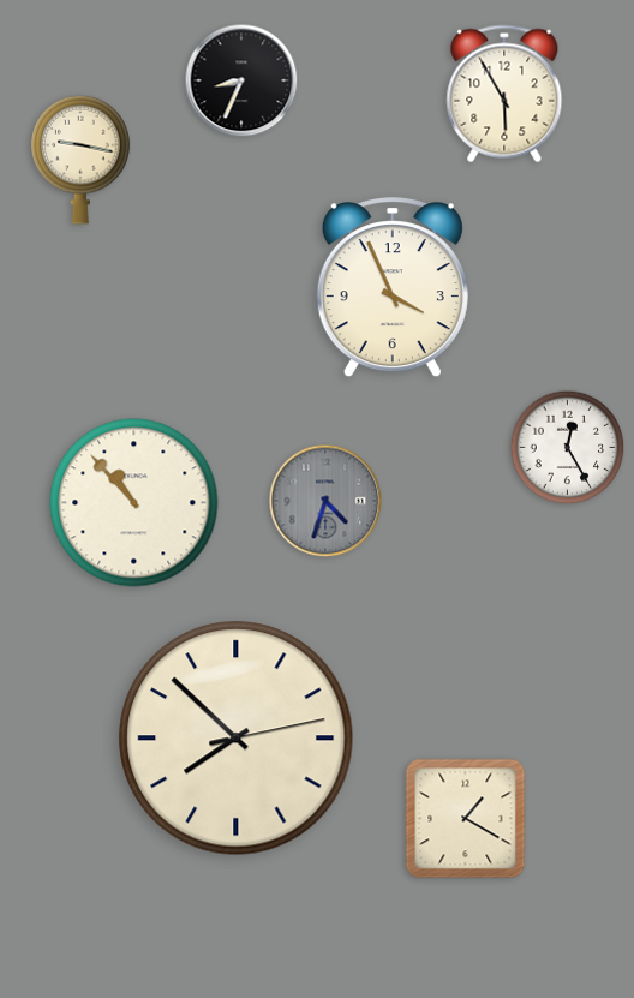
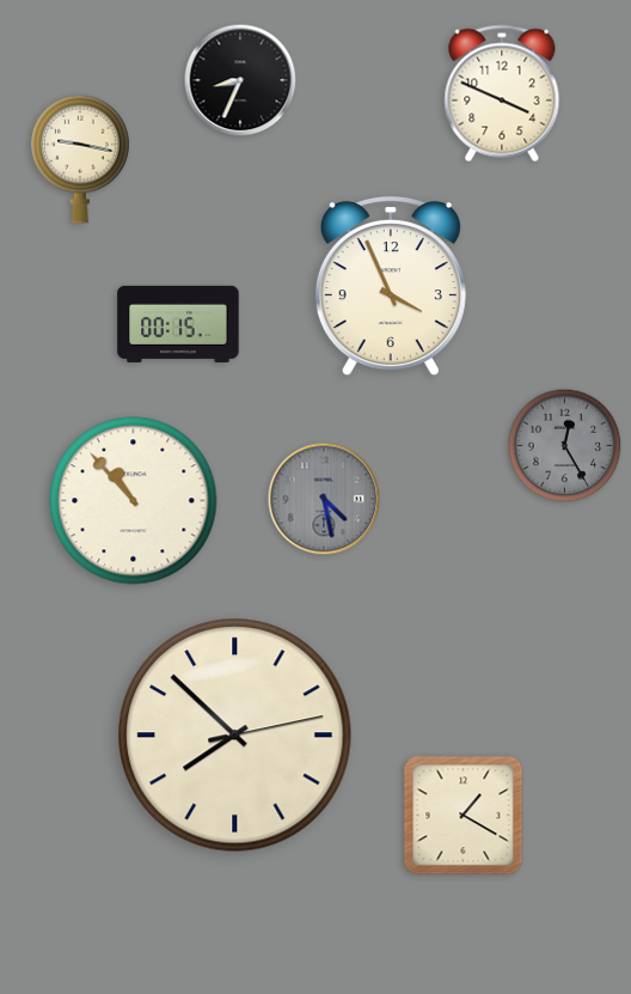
clock at (504, 94): 5:55 -> 3:49
clock at (178, 324): none -> 00:15
clock at (568, 448) dial: white -> grey
clock at (325, 501): 4:33 -> 4:28
